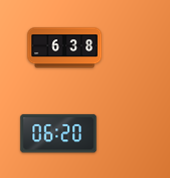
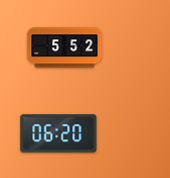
clock at (65, 48): 6:38 -> 5:52
